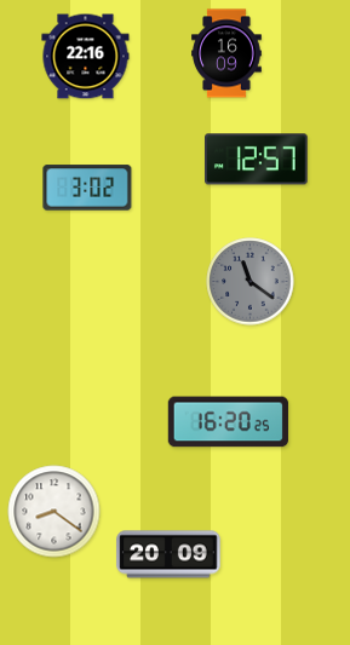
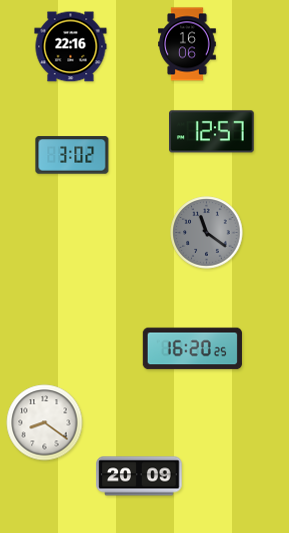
clock at (226, 53): 16:09 -> 16:06
clock at (228, 422) position: (228, 422) -> (192, 349)
clock at (168, 554) position: (168, 554) -> (139, 476)
